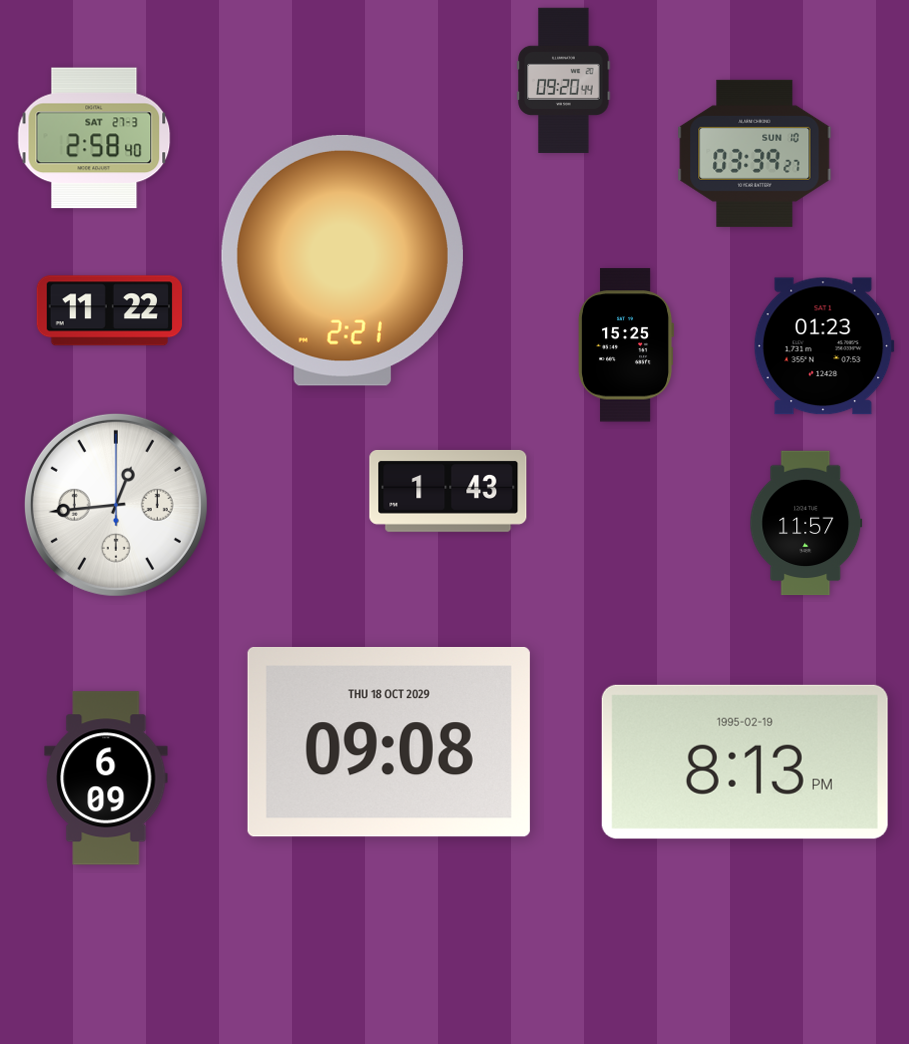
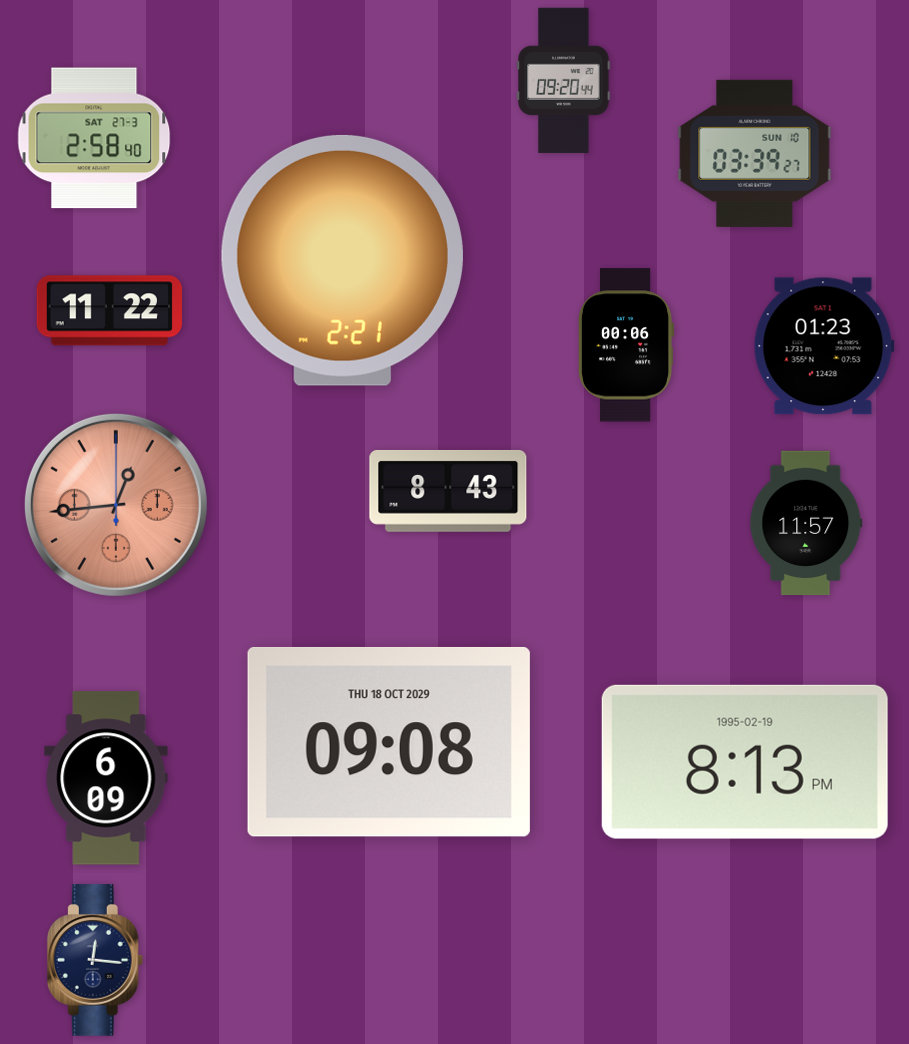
clock at (626, 345): 15:25 -> 00:06
clock at (448, 491): 1:43 -> 8:43
clock at (116, 505) dial: white -> salmon
clock at (95, 960): none -> 12:16
